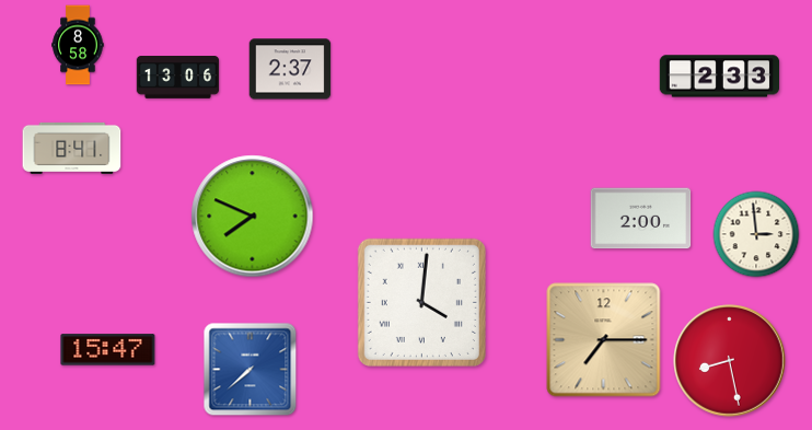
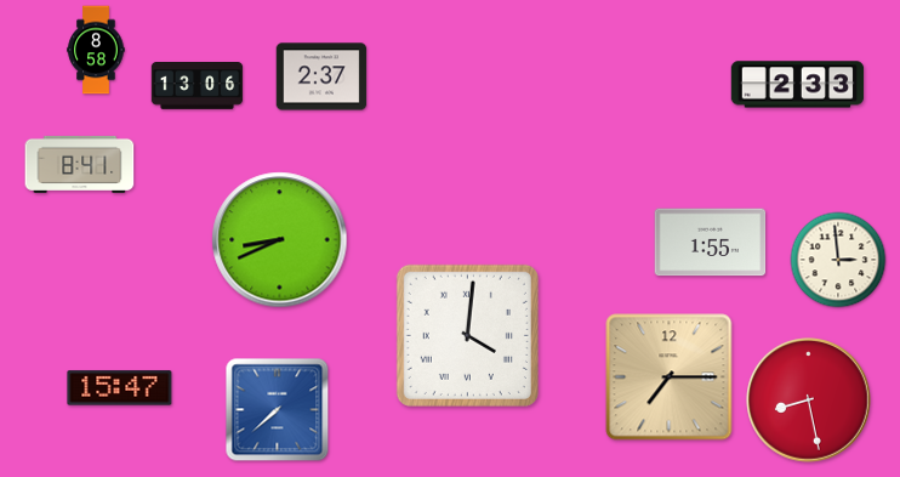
clock at (78, 45) position: (78, 45) -> (96, 50)
clock at (253, 217): 7:49 -> 8:41
clock at (641, 219): 2:00 -> 1:55
